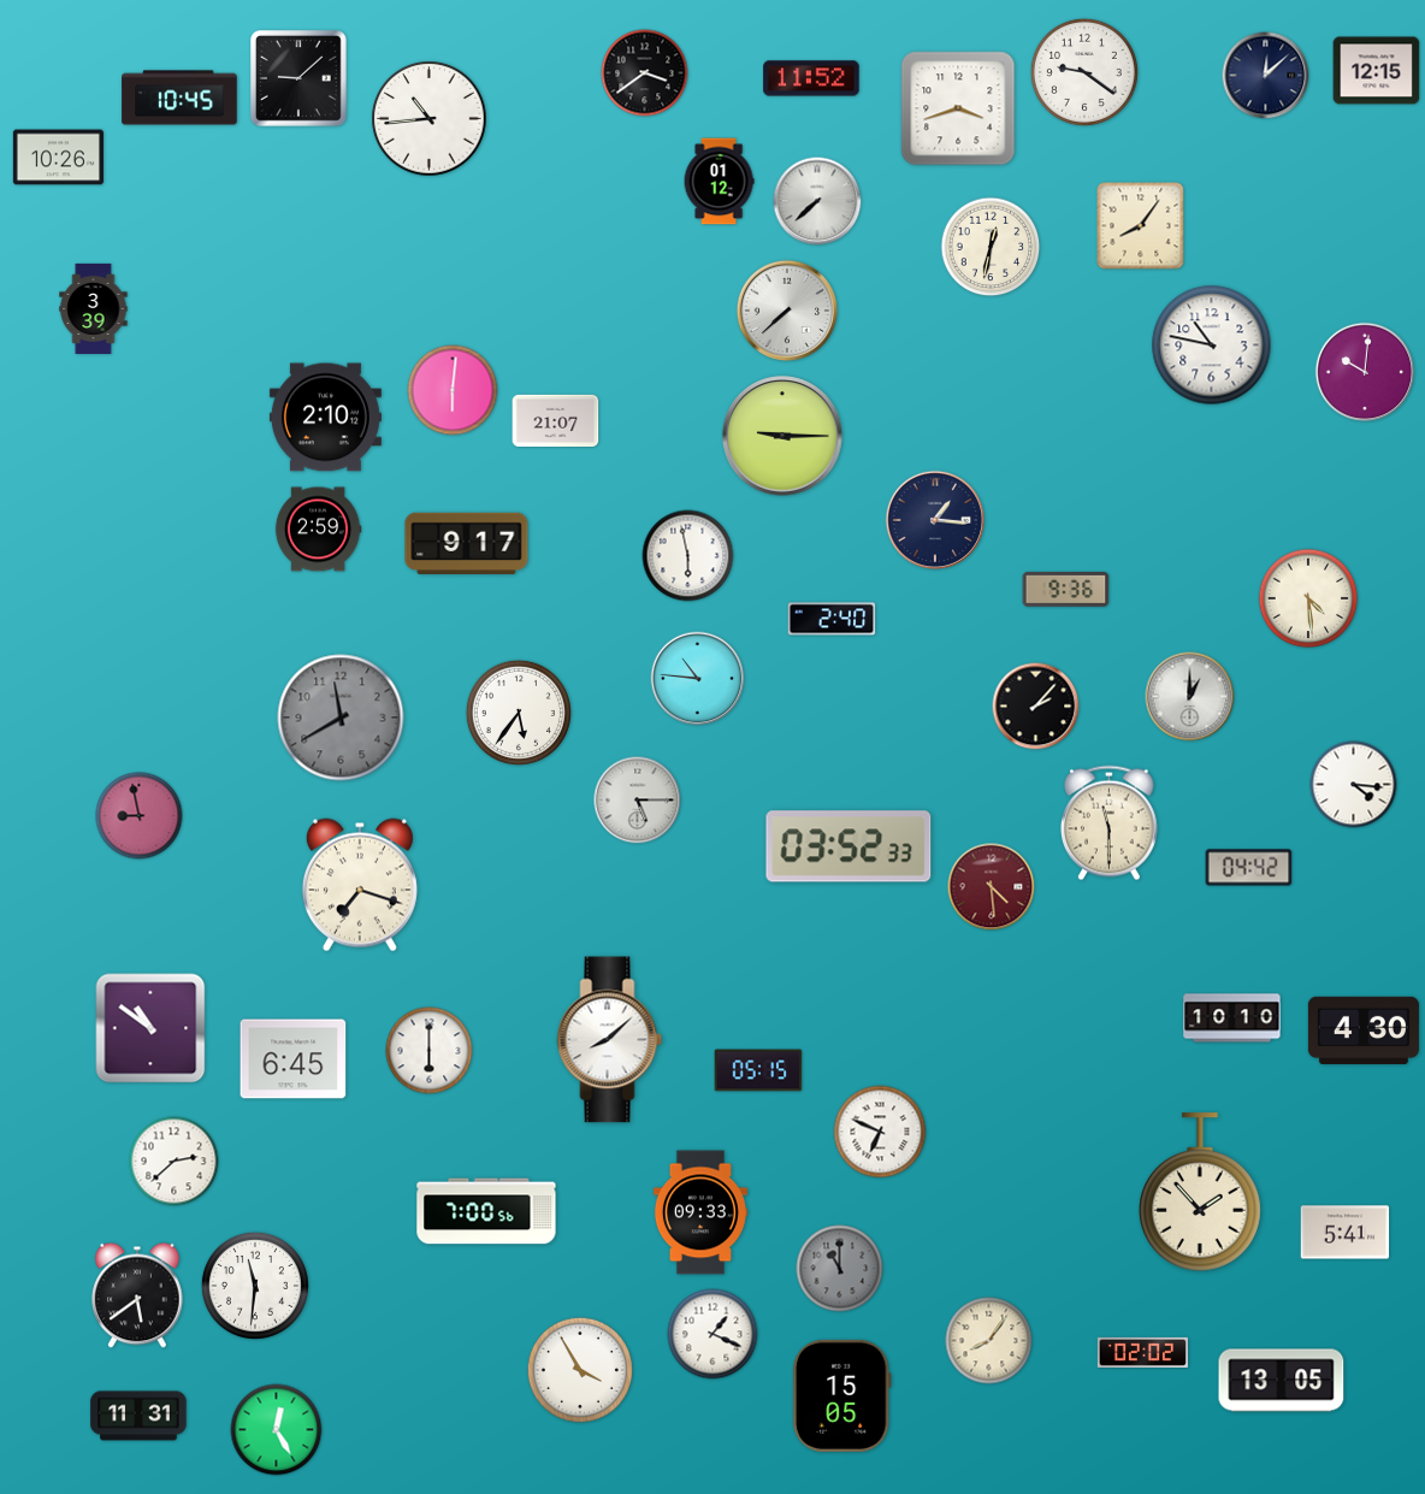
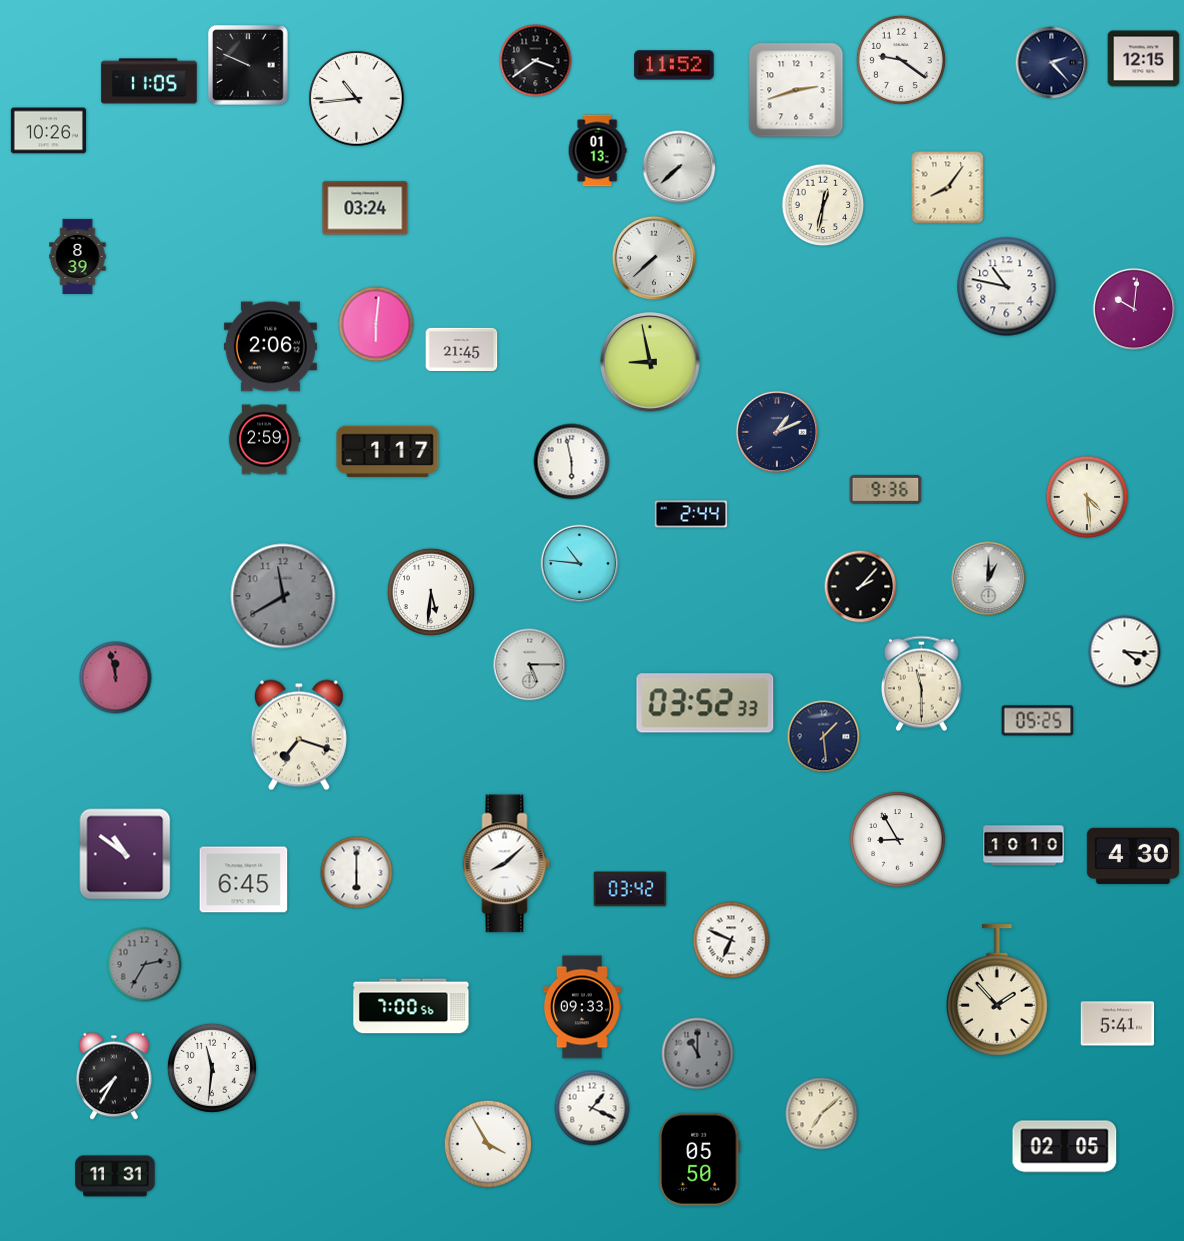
clock at (1266, 76): 12:08 -> 2:23
clock at (300, 79): 9:08 -> 9:49
clock at (179, 98): 10:45 -> 11:05
clock at (958, 108): 3:42 -> 2:42
clock at (719, 182): 01:12 -> 01:13
clock at (365, 208): none -> 03:24
clock at (94, 308): 3:39 -> 8:39
clock at (325, 418): 2:10 -> 2:06
clock at (556, 420): 21:07 -> 21:45
clock at (782, 436): 9:15 -> 8:58
clock at (935, 520): 1:16 -> 1:11
clock at (467, 543): 9:17 -> 1:17
clock at (832, 619): 2:40 -> 2:44
clock at (519, 713): 5:36 -> 5:31
clock at (140, 816): 8:58 -> 11:58
clock at (1249, 868): 04:42 -> 05:25
clock at (992, 887): 4:29 -> 1:29
clock at (992, 887) dial: burgundy -> navy
clock at (898, 840): none -> 8:55
clock at (758, 1070): 05:15 -> 03:42
clock at (175, 1162): 2:38 -> 2:35
clock at (175, 1162) dial: white -> grey
clock at (486, 1211) position: (486, 1211) -> (411, 1006)
clock at (137, 1295): 5:39 -> 7:35
clock at (989, 1341): 8:06 -> 7:08
clock at (1142, 1352): 02:02 -> none
clock at (580, 1370) position: (580, 1370) -> (488, 1144)
clock at (1282, 1381): 13:05 -> 02:05
clock at (841, 1395): 15:05 -> 05:50
clock at (277, 1430): 12:25 -> none
